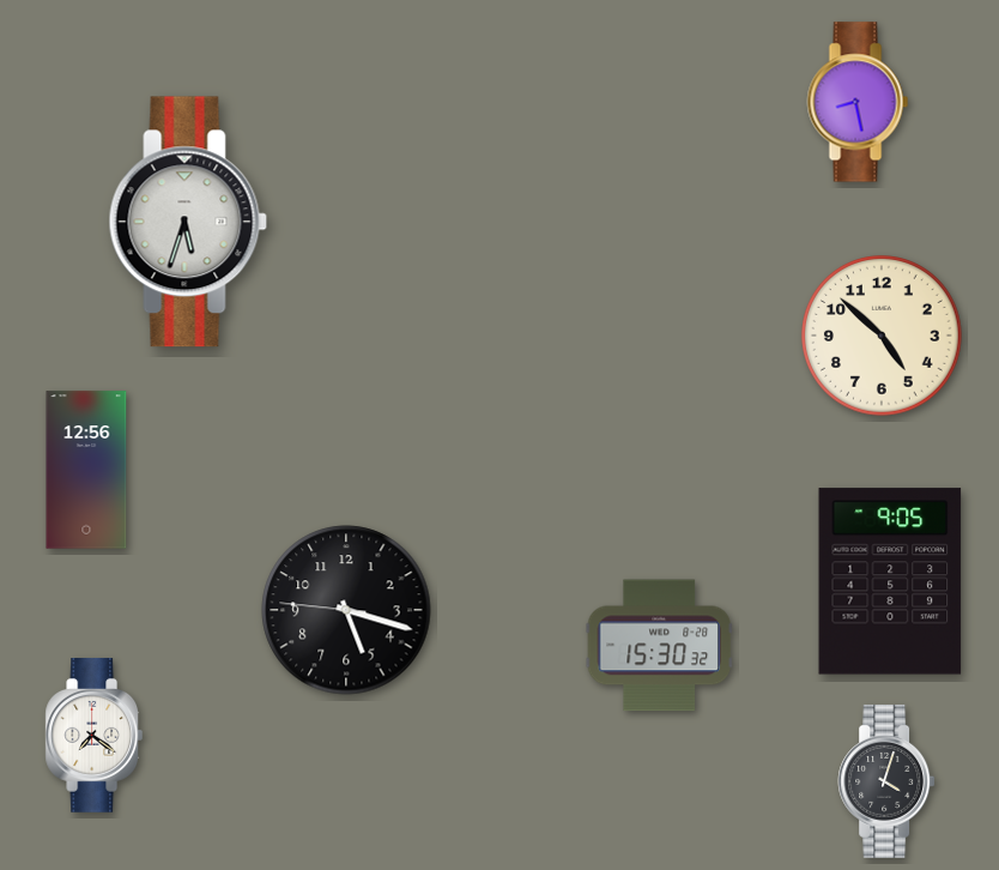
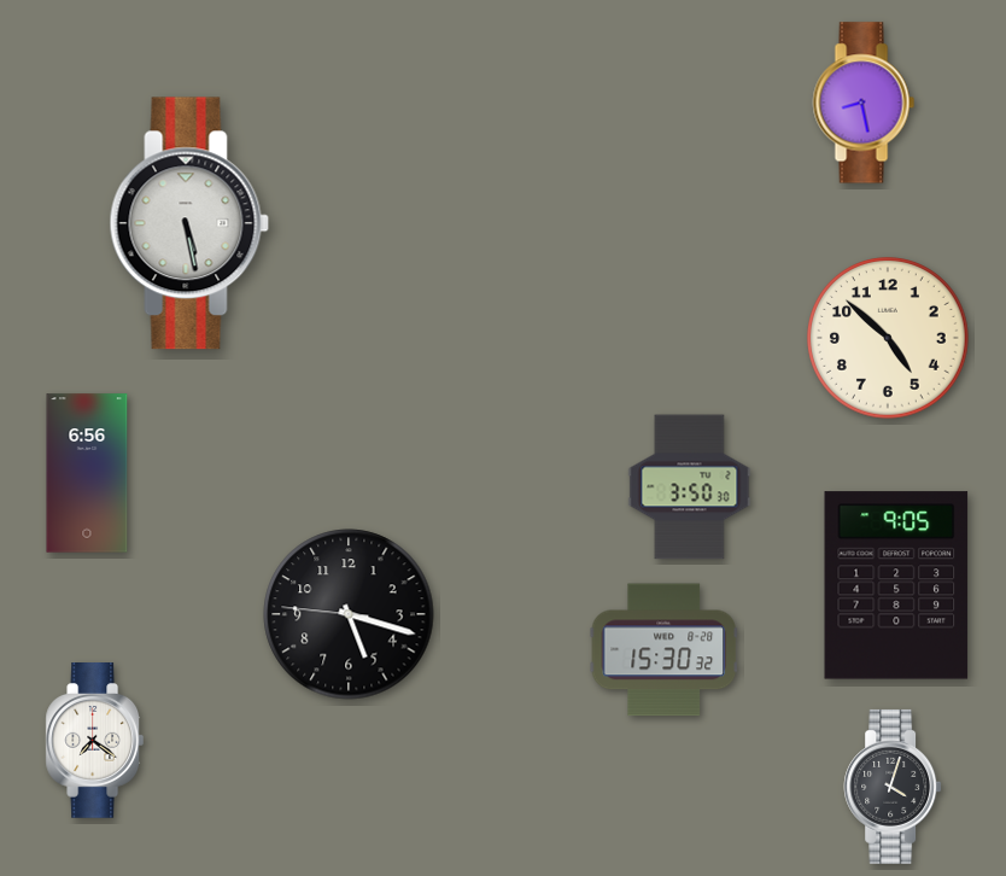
clock at (188, 222): 5:33 -> 5:28
clock at (86, 470): 12:56 -> 6:56
clock at (690, 487): none -> 3:50
